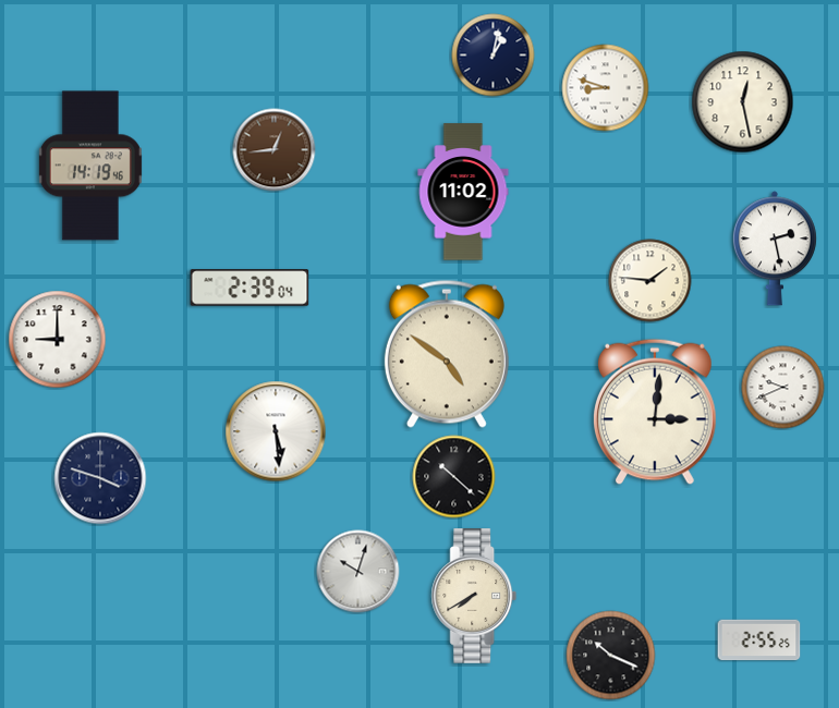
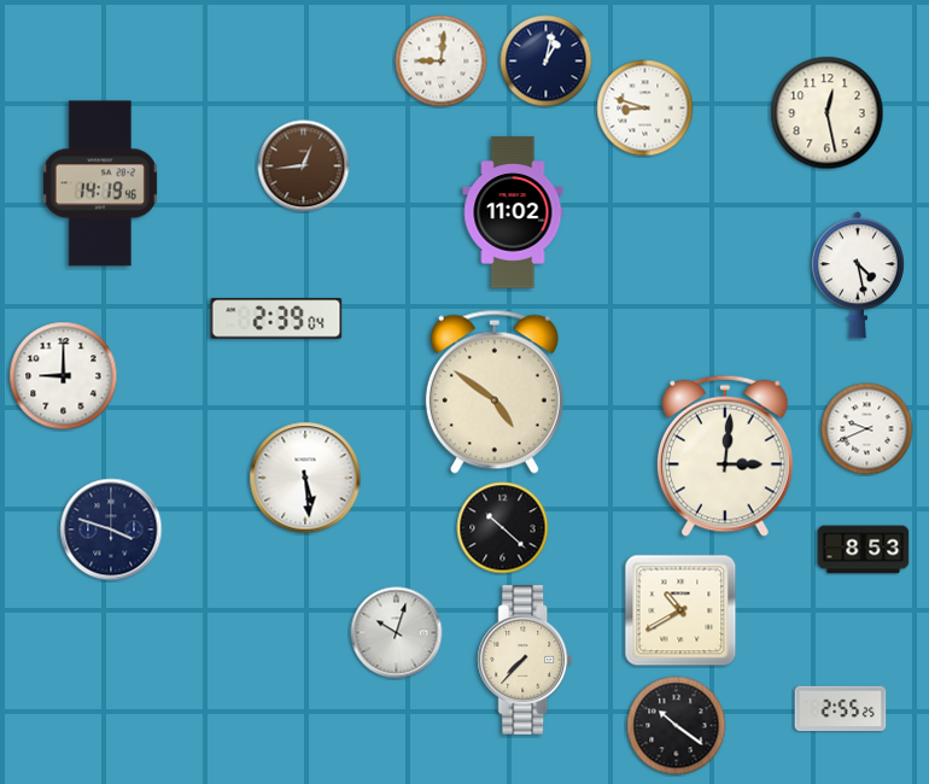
clock at (442, 62): none -> 9:01
clock at (606, 88) position: (606, 88) -> (645, 109)
clock at (743, 102) position: (743, 102) -> (828, 113)
clock at (775, 248): 2:28 -> 4:28
clock at (650, 281): 1:46 -> none
clock at (864, 550): none -> 8:53
clock at (680, 610): none -> 10:40
clock at (474, 596): 7:40 -> 7:37
clock at (611, 656): 10:19 -> 10:21
